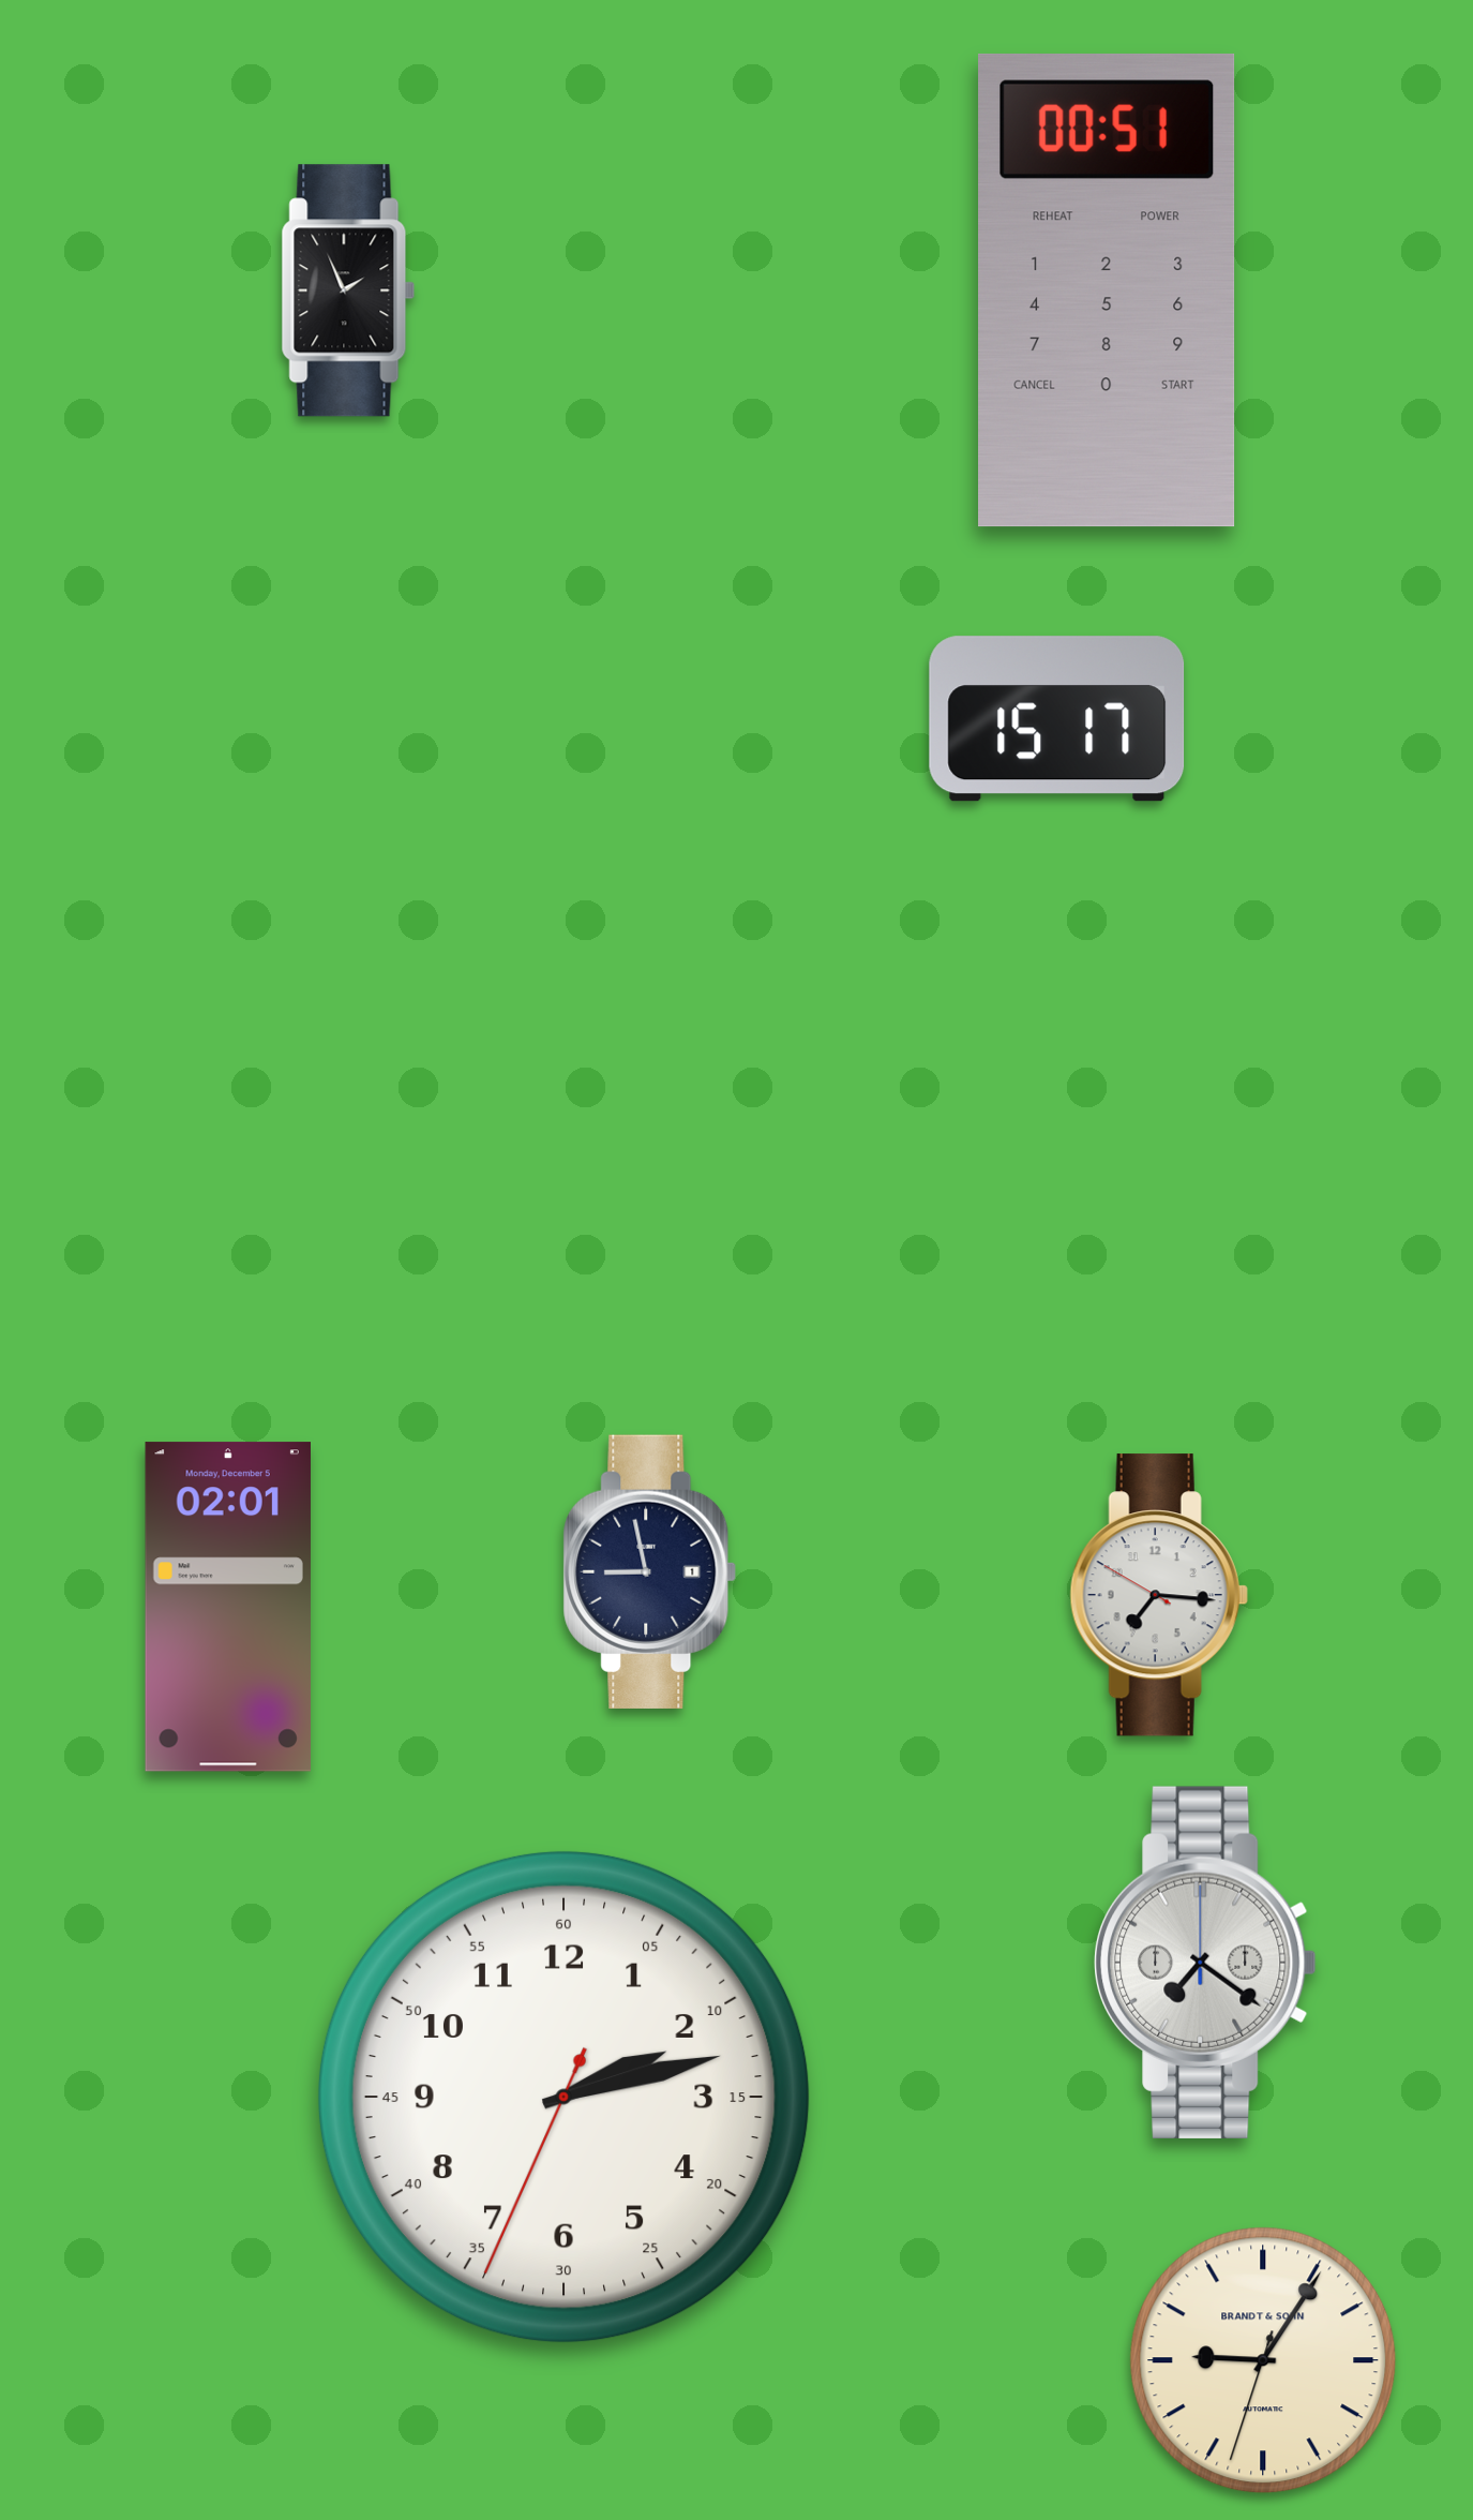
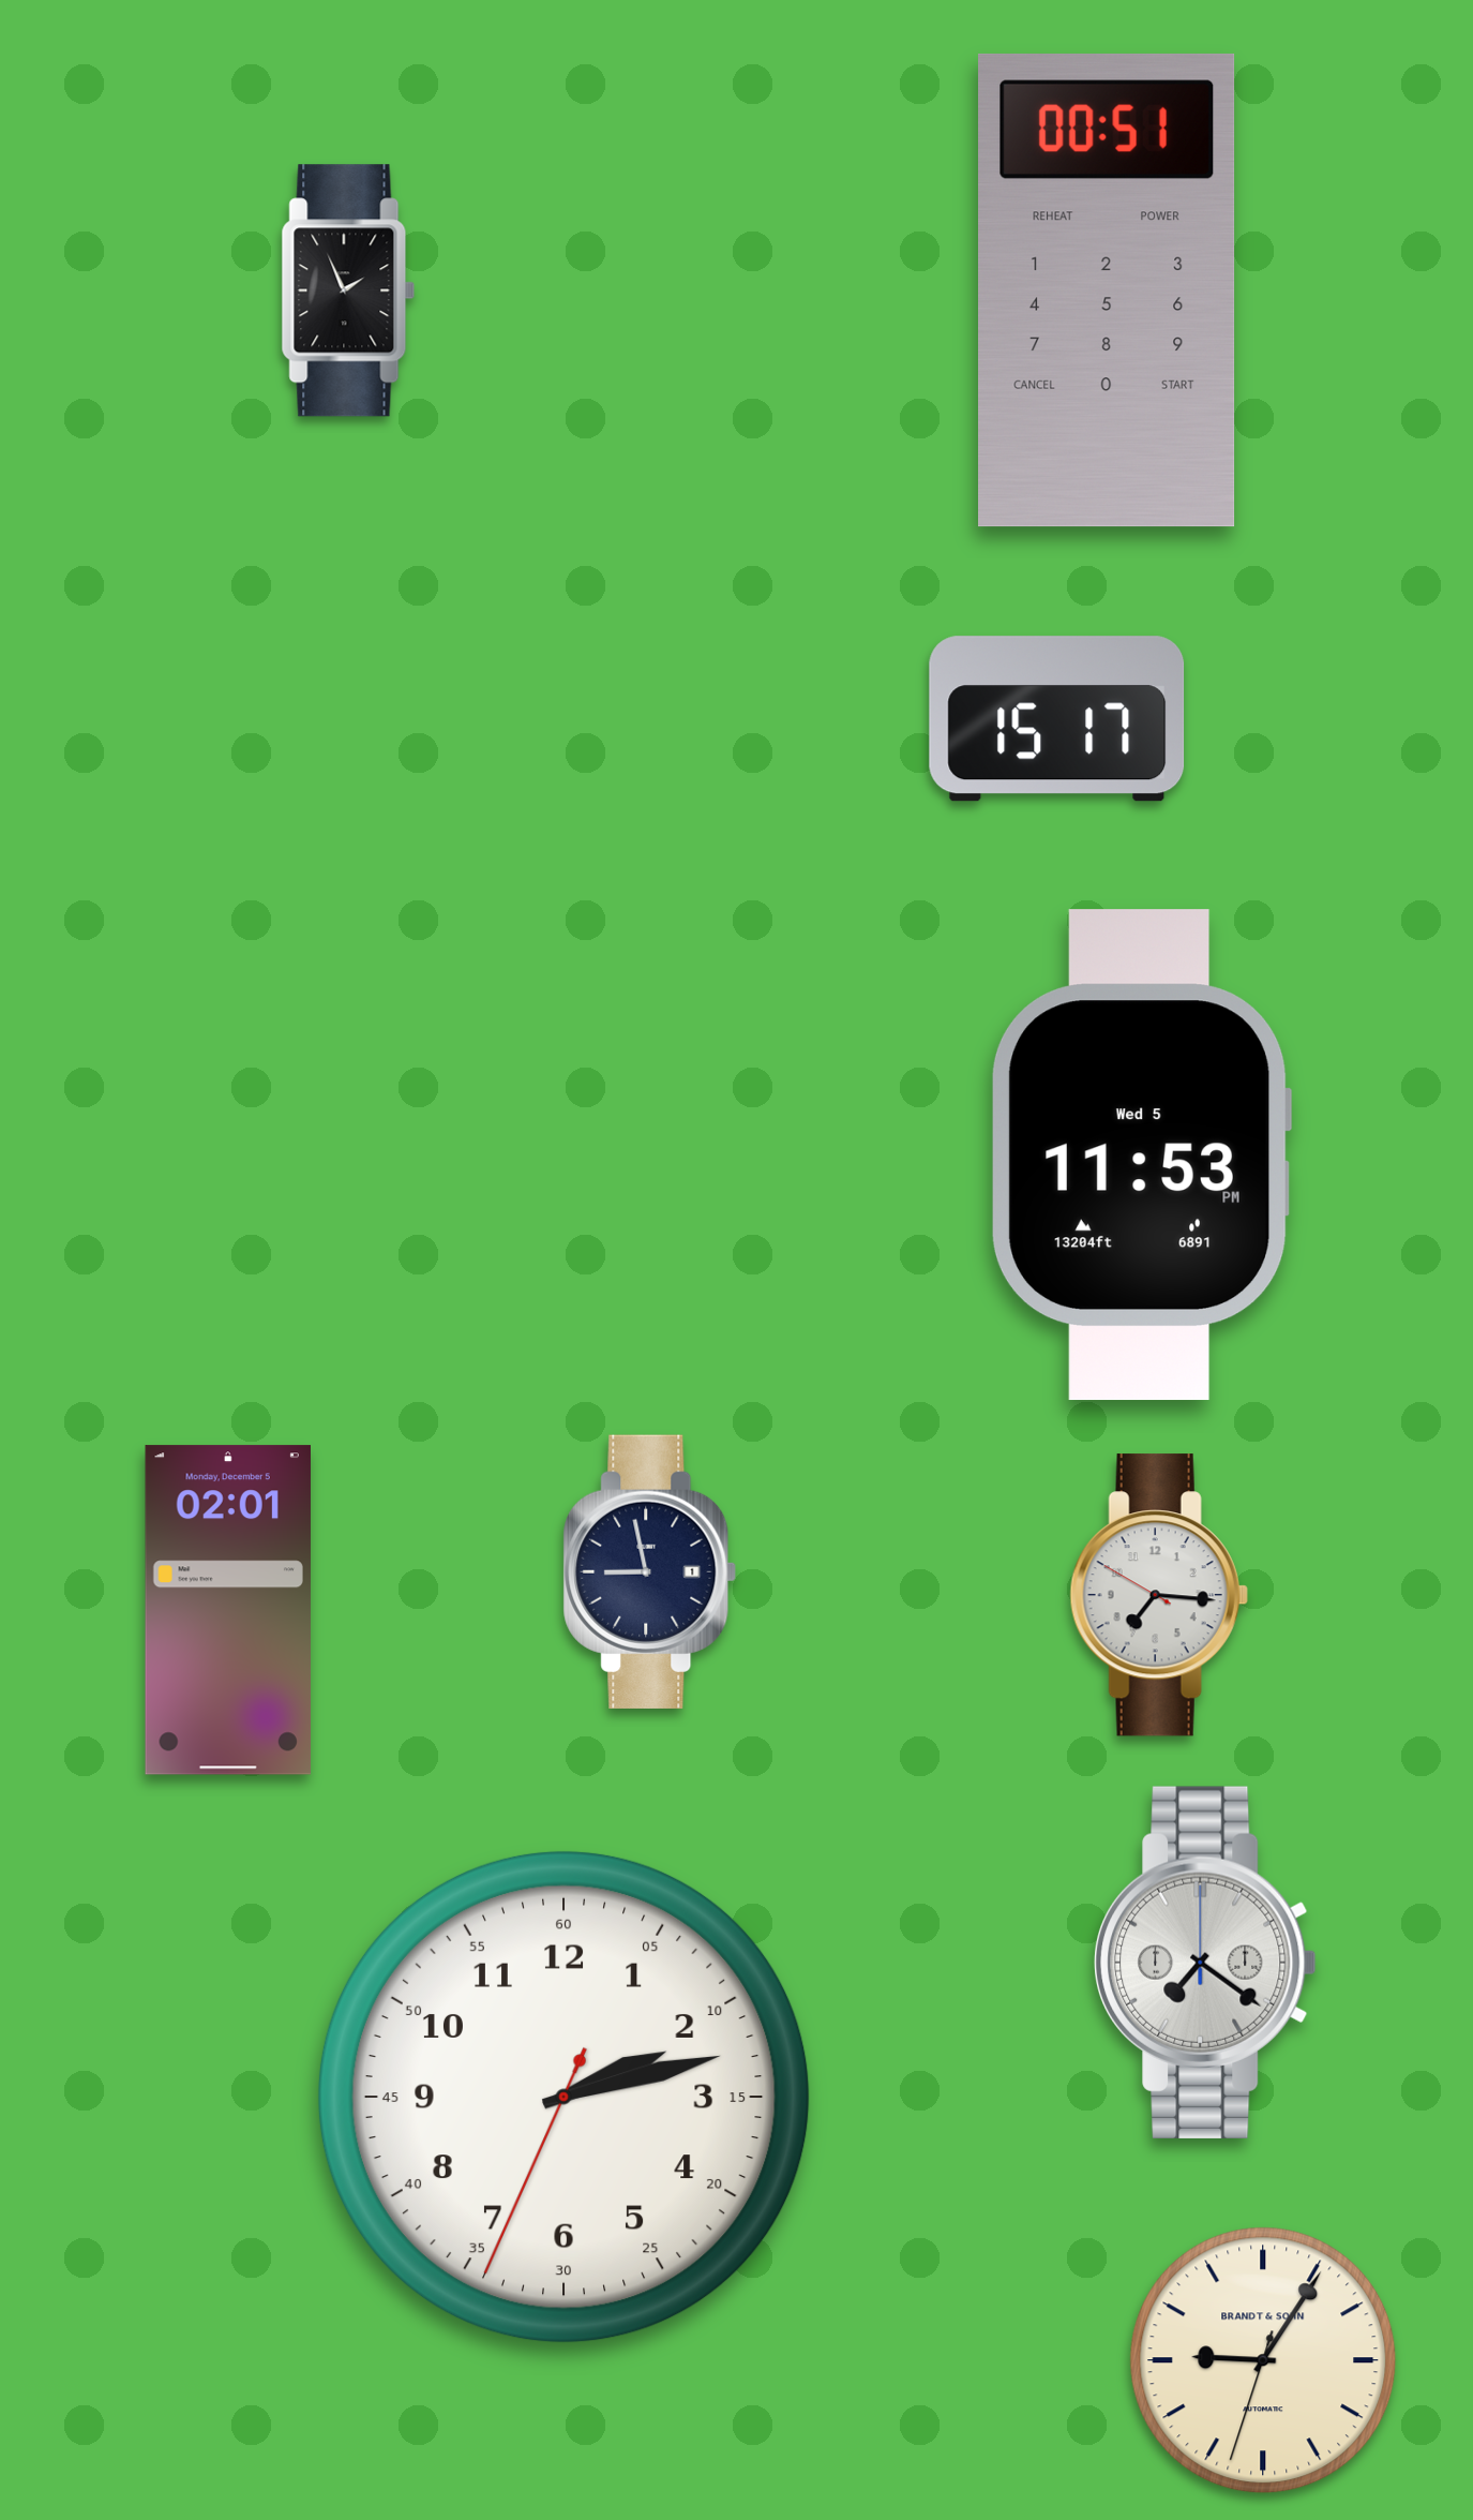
clock at (1141, 1155): none -> 11:53
clock at (228, 1607) position: (228, 1607) -> (228, 1610)
